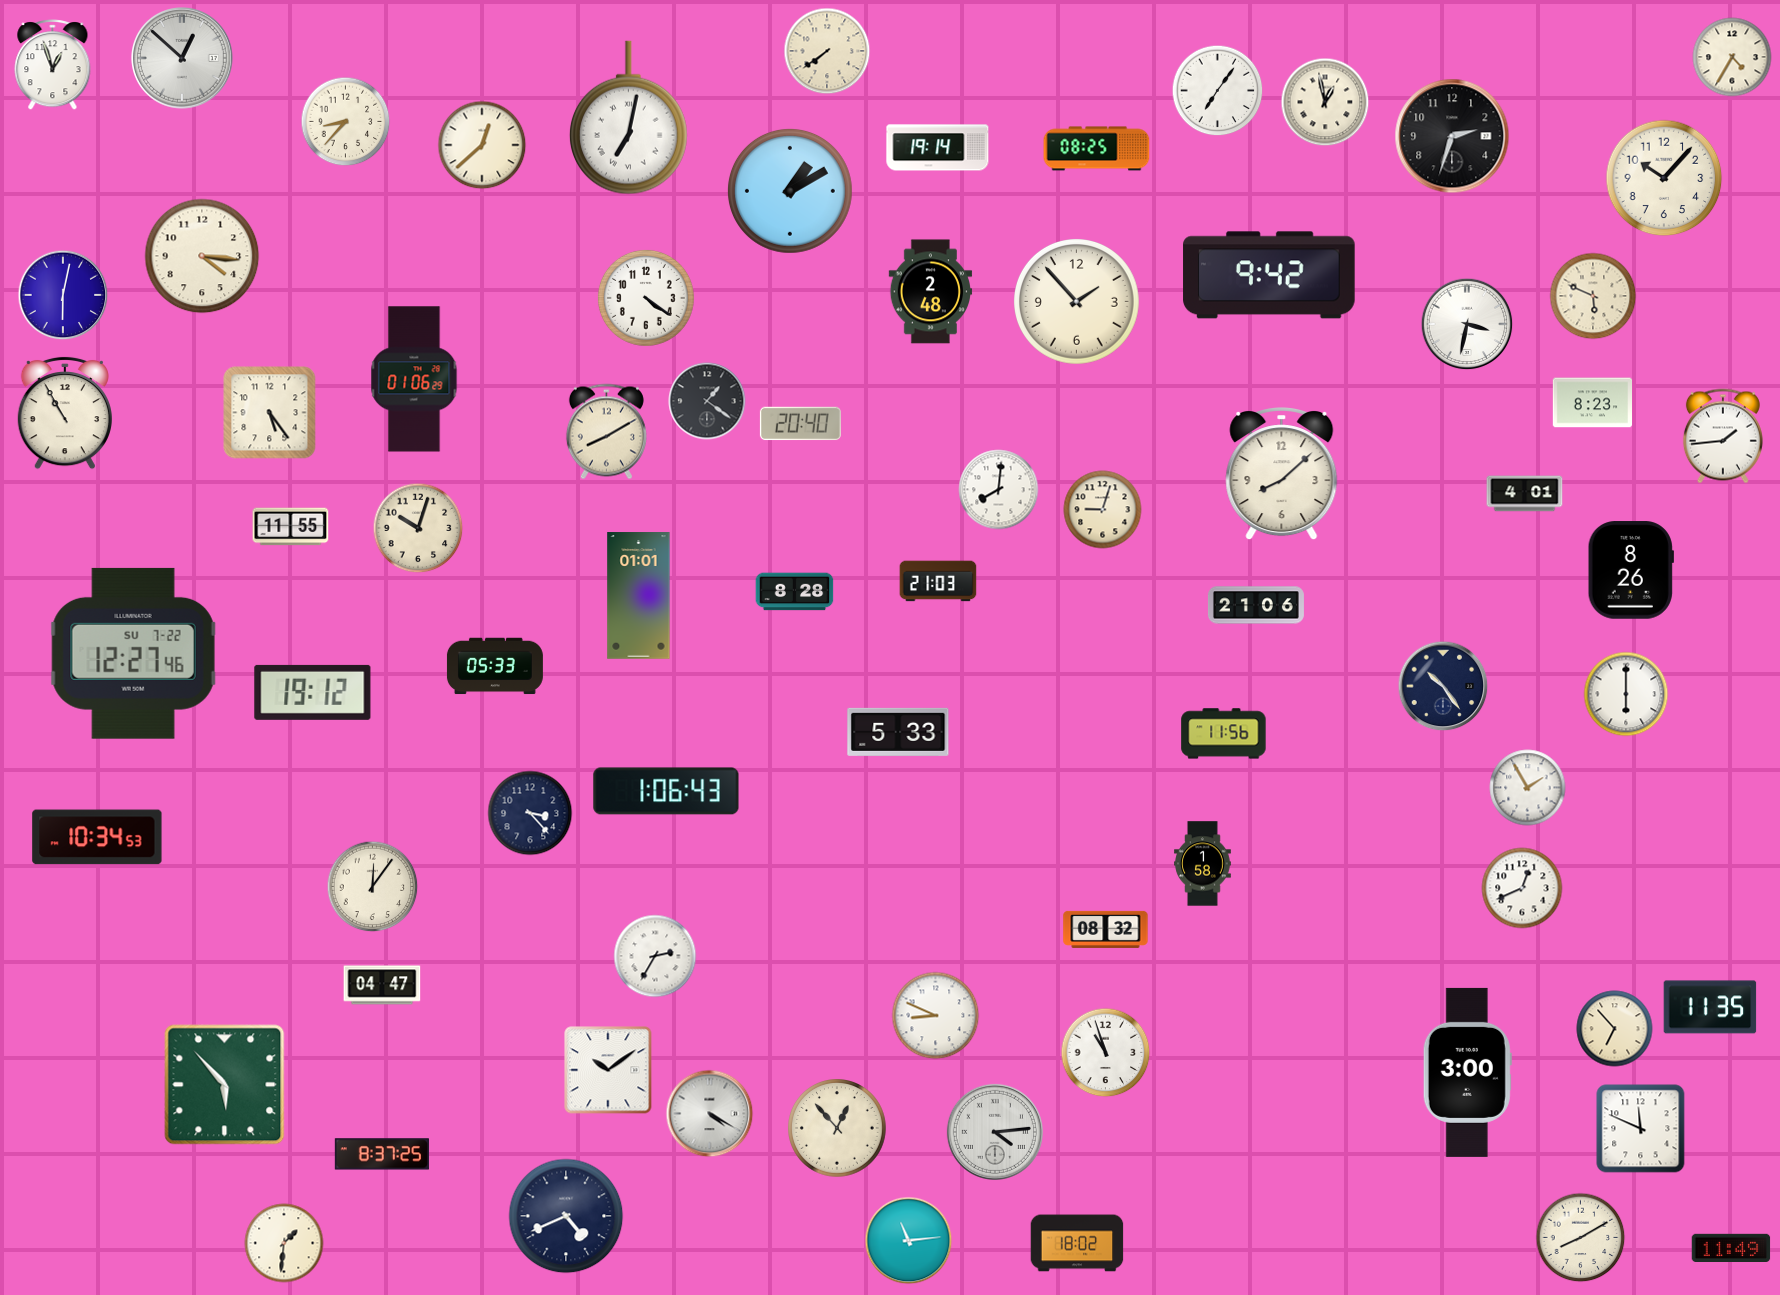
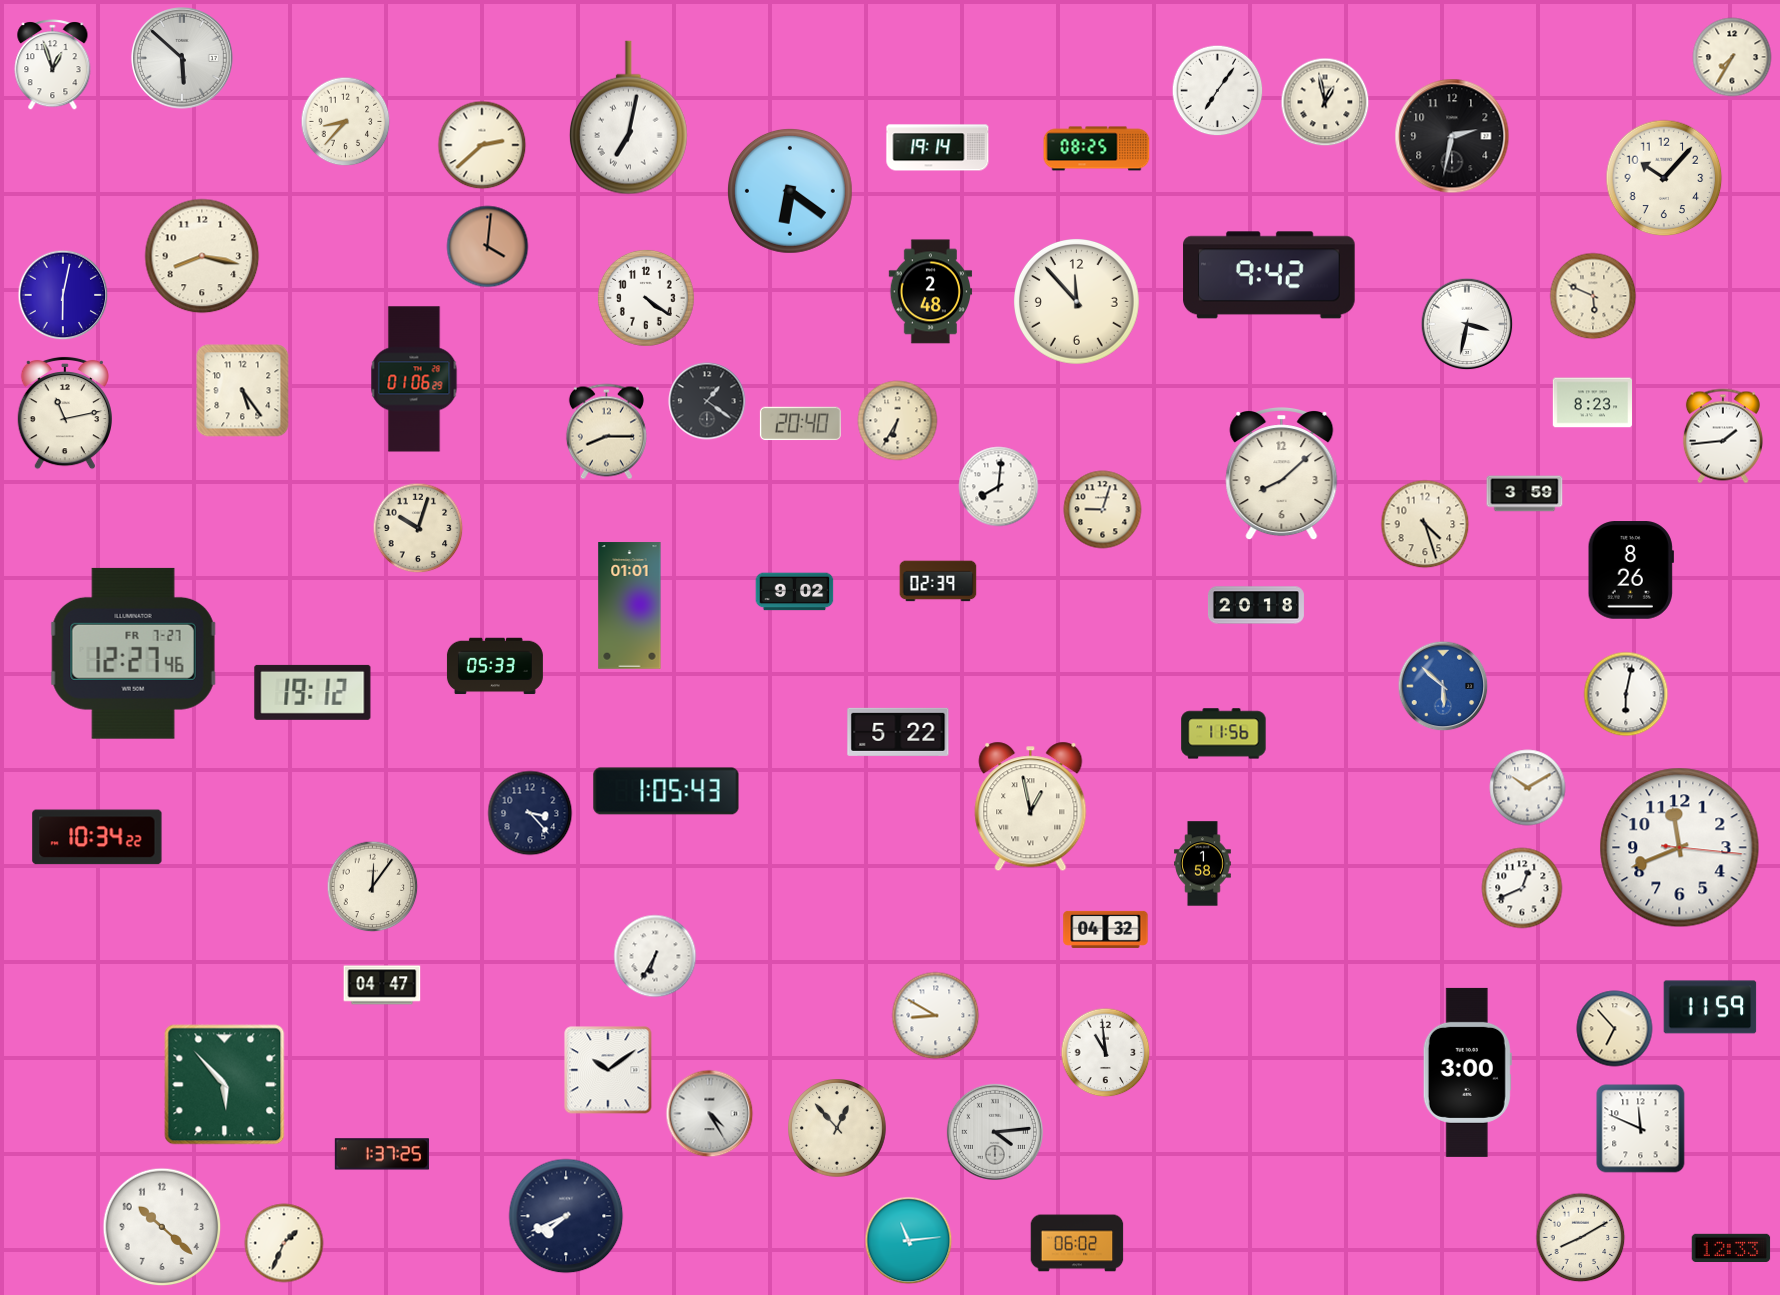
clock at (827, 51): 7:39 -> none
clock at (1732, 57): 4:35 -> 7:35
clock at (183, 59): 12:52 -> 5:52
clock at (1452, 136): 2:33 -> 2:32
clock at (482, 145): 12:38 -> 2:38
clock at (790, 191): 1:10 -> 6:21
clock at (488, 247): none -> 4:01
clock at (202, 256): 4:16 -> 8:17
clock at (1077, 302): 1:53 -> 11:53
clock at (65, 413): 10:55 -> 11:13
clock at (270, 413) position: (270, 413) -> (243, 391)
clock at (898, 421): none -> 6:35
clock at (606, 432): 8:10 -> 8:15
clock at (999, 490) position: (999, 490) -> (999, 487)
clock at (1525, 494): 4:01 -> 3:59
clock at (1425, 524): none -> 4:27
clock at (291, 527): 11:55 -> none
clock at (938, 581): 21:03 -> 02:39
clock at (795, 592): 8:28 -> 9:02
clock at (639, 596) position: (639, 596) -> (630, 606)
clock at (1256, 605): 21:06 -> 20:18
clock at (133, 653) date: SU 7-22 -> FR 7-27
clock at (1443, 686): 10:24 -> 5:52
clock at (1443, 686) dial: navy -> blue
clock at (1626, 694): 6:00 -> 6:02
clock at (898, 732): 5:33 -> 5:22
clock at (1528, 788): 1:55 -> 10:10
clock at (666, 791): 1:06 -> 1:05
clock at (1031, 807): none -> 12:58
clock at (97, 837): 10:34:53 -> 10:34:22
clock at (1680, 848): none -> 11:41
clock at (1106, 929): 08:32 -> 04:32
clock at (655, 956): 2:35 -> 6:35
clock at (1710, 1007): 11:35 -> 11:59
clock at (936, 1016): 8:49 -> 8:50
clock at (1106, 1053): 10:57 -> 10:59
clock at (710, 1114): 4:20 -> 4:25
clock at (382, 1154): 8:37 -> 1:37
clock at (566, 1216): 4:41 -> 7:41
clock at (162, 1227): none -> 10:22
clock at (284, 1243): 1:31 -> 1:34
clock at (1077, 1243): 18:02 -> 06:02
clock at (1731, 1247): 11:49 -> 12:33
